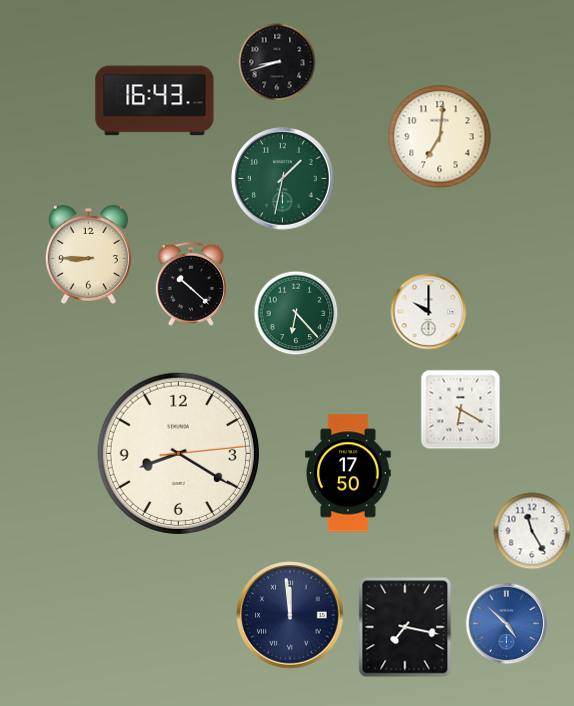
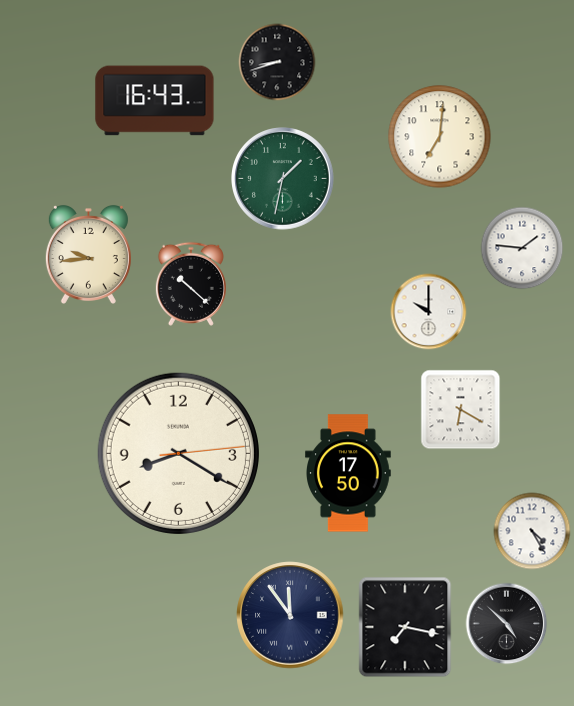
clock at (522, 248): none -> 1:46
clock at (88, 254): 8:45 -> 9:44
clock at (296, 313): 6:23 -> none
clock at (532, 531): 11:25 -> 4:25
clock at (290, 615): 11:59 -> 11:54
clock at (507, 624) dial: blue -> black
